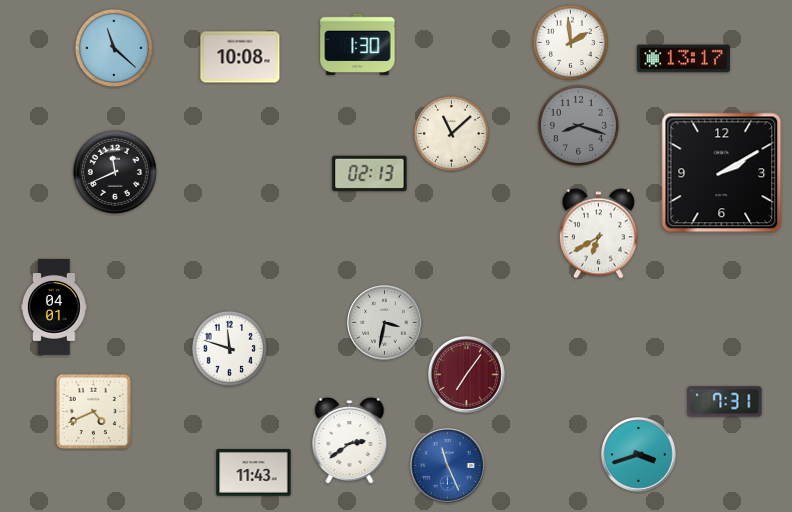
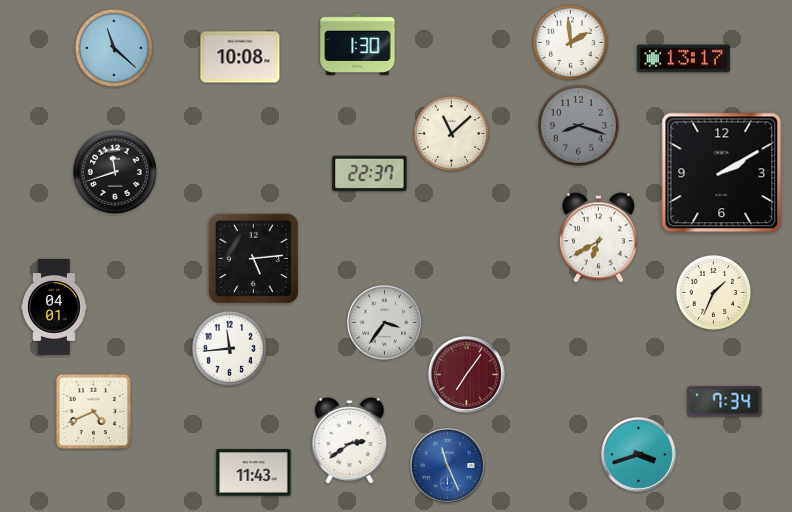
clock at (115, 172): 11:41 -> 11:42
clock at (370, 174): 02:13 -> 22:37
clock at (598, 234) position: (598, 234) -> (598, 238)
clock at (253, 259): none -> 5:14
clock at (713, 292): none -> 1:34
clock at (385, 323): 3:32 -> 3:36
clock at (229, 348): 11:48 -> 11:44
clock at (725, 402): 7:31 -> 7:34
